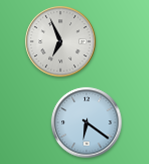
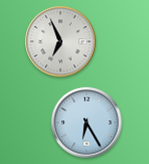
clock at (87, 123): 6:21 -> 6:25
